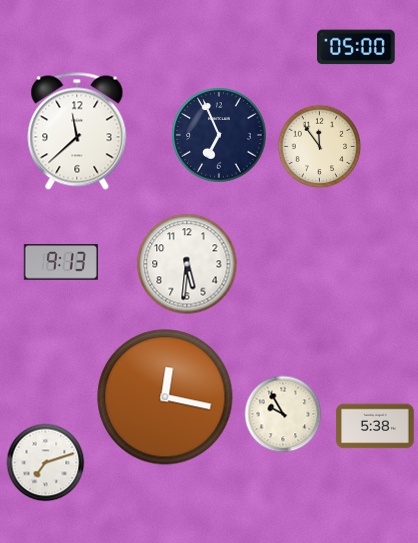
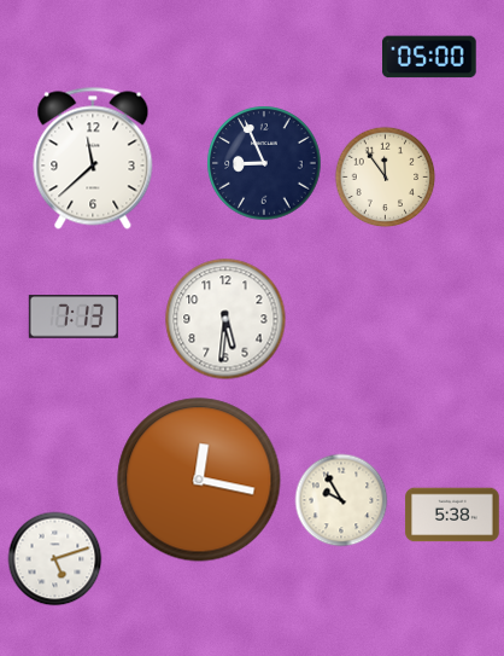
clock at (219, 135): 6:56 -> 8:56
clock at (61, 262): 9:13 -> 7:13
clock at (46, 463): 7:12 -> 5:12
